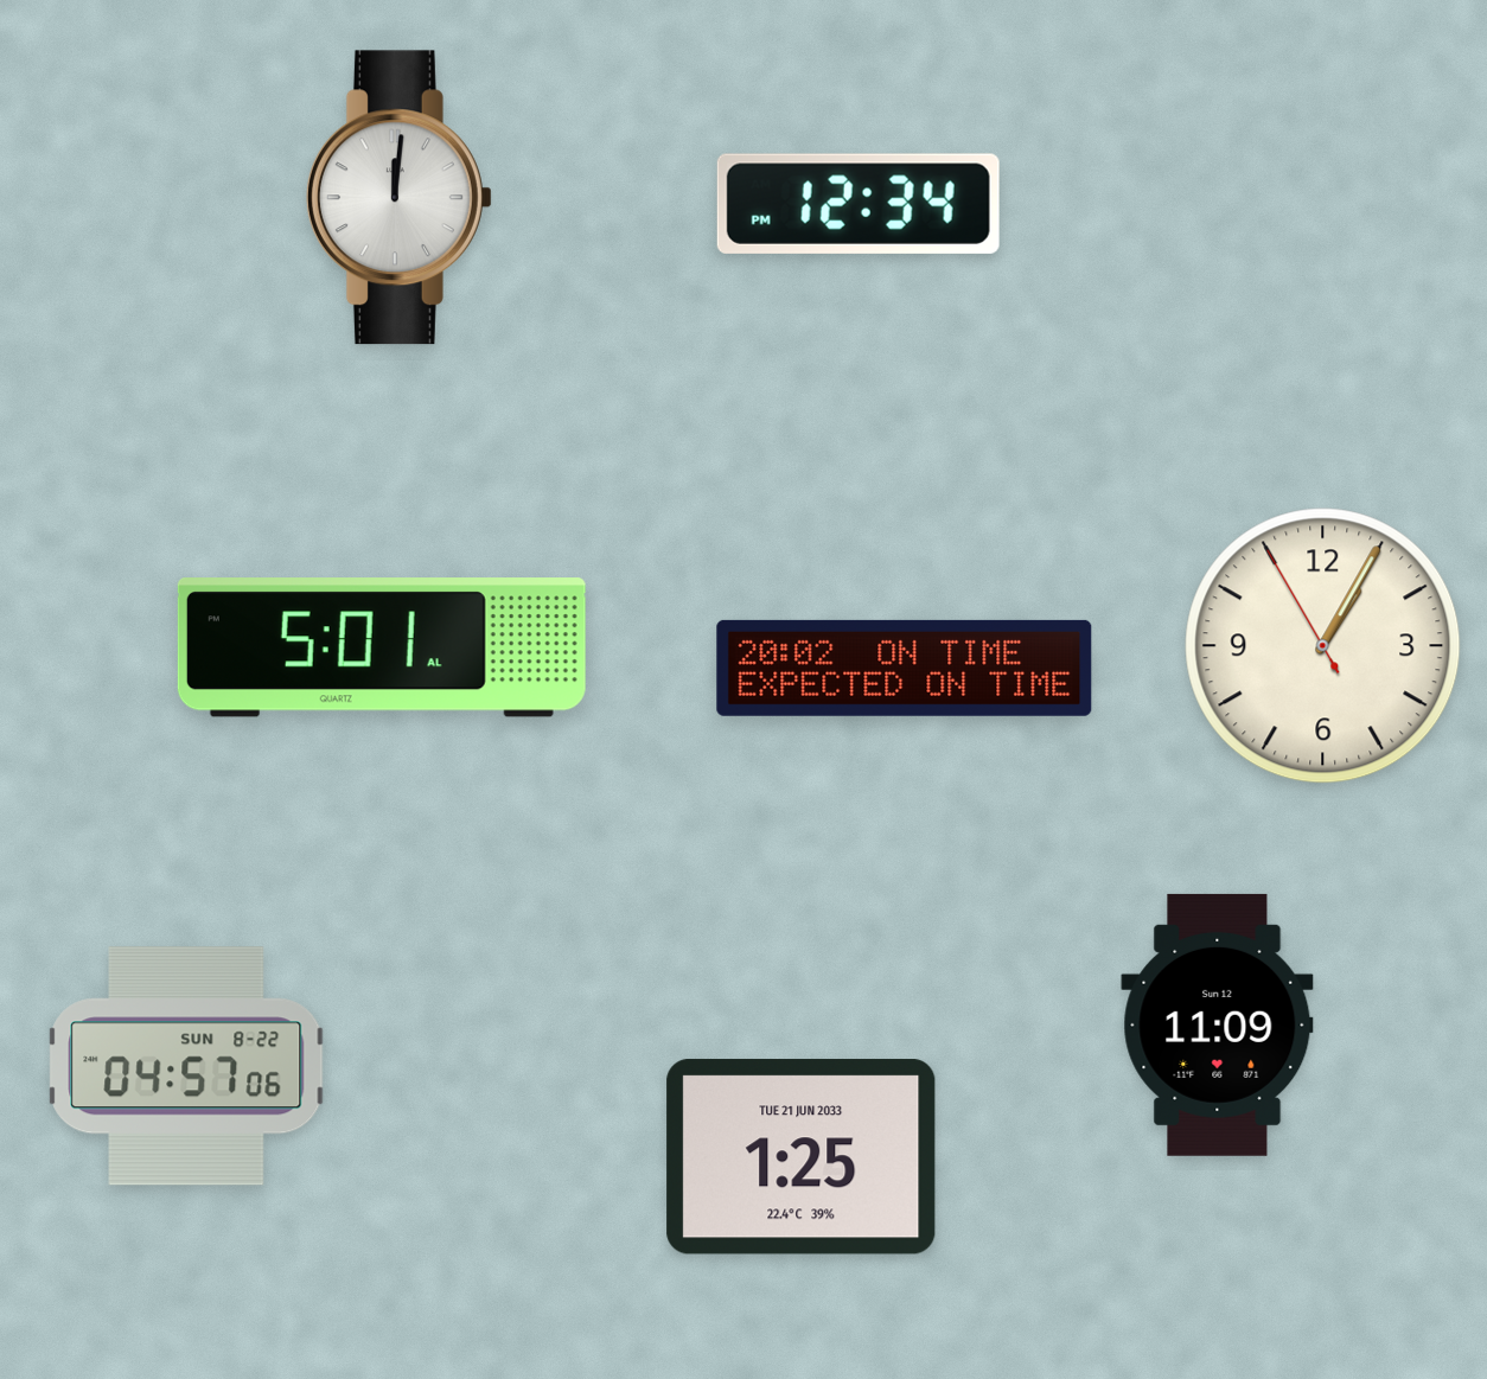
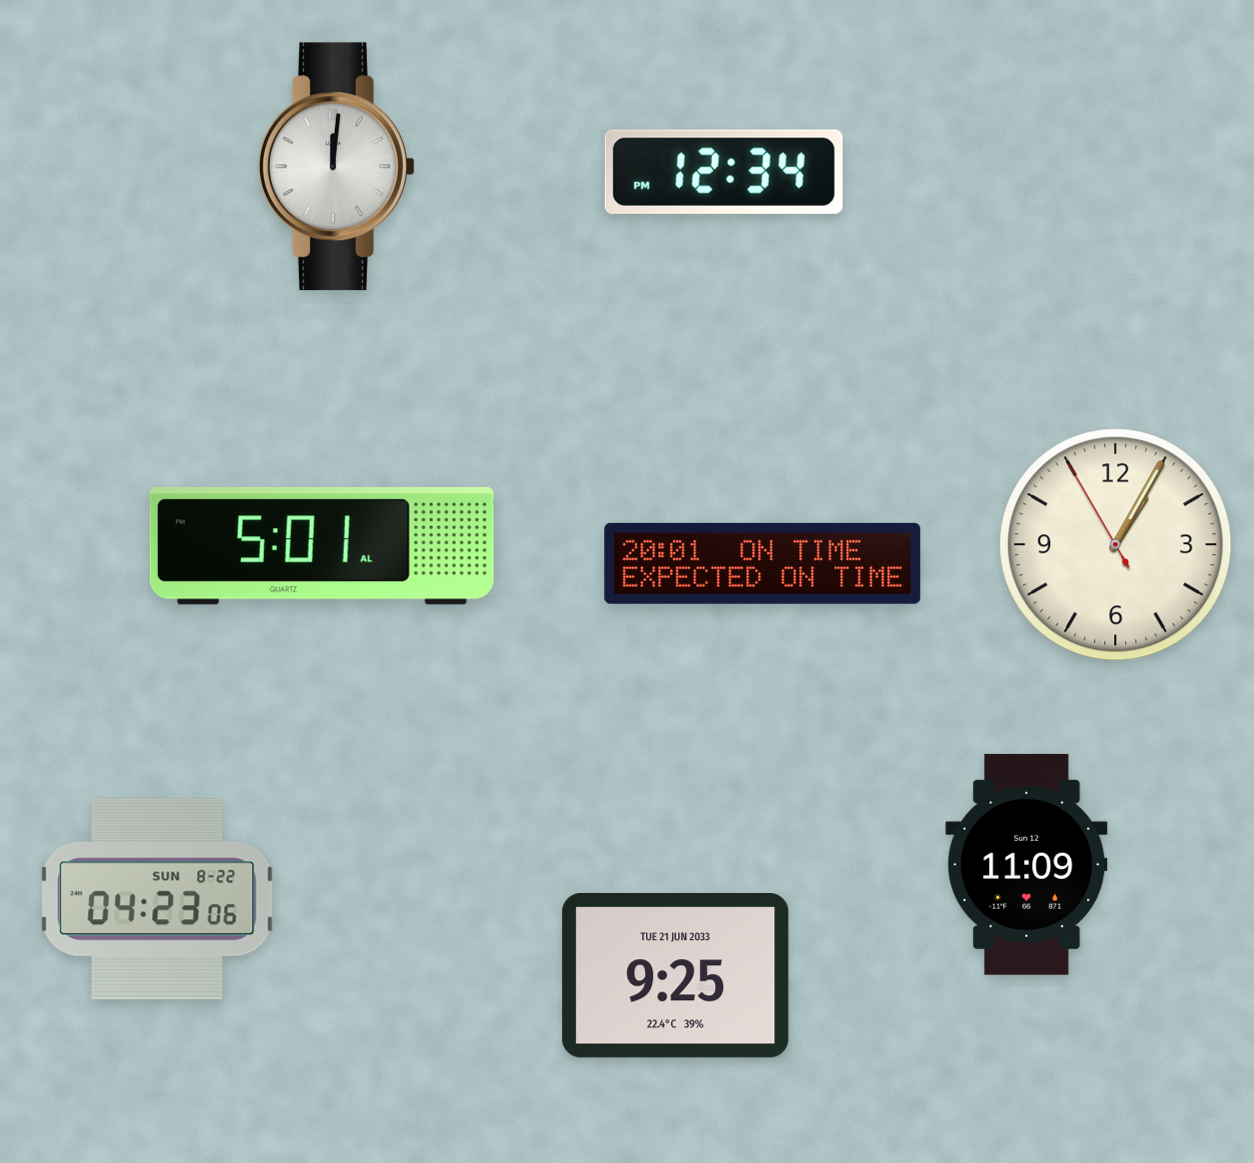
clock at (905, 668): 20:02 -> 20:01
clock at (186, 1066): 04:57 -> 04:23
clock at (802, 1157): 1:25 -> 9:25
